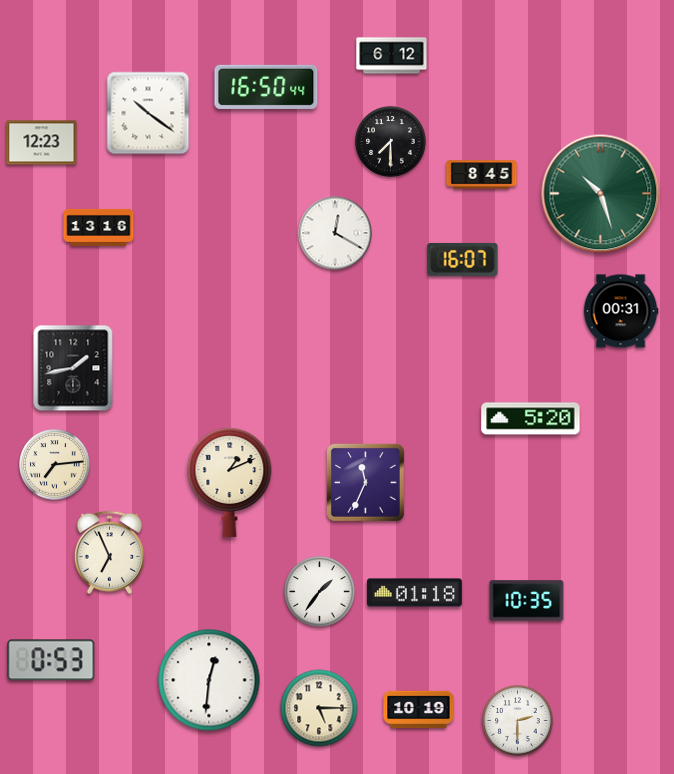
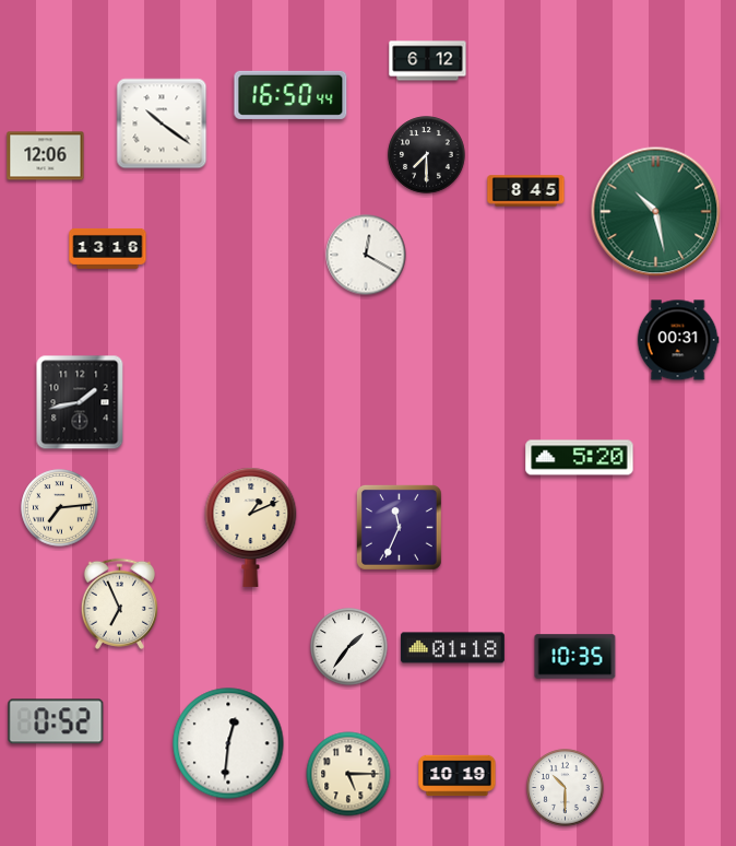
clock at (42, 143): 12:23 -> 12:06
clock at (601, 194): 10:27 -> 10:28
clock at (463, 259): 16:07 -> none
clock at (51, 660): 0:53 -> 0:52
clock at (518, 721): 2:30 -> 10:30
